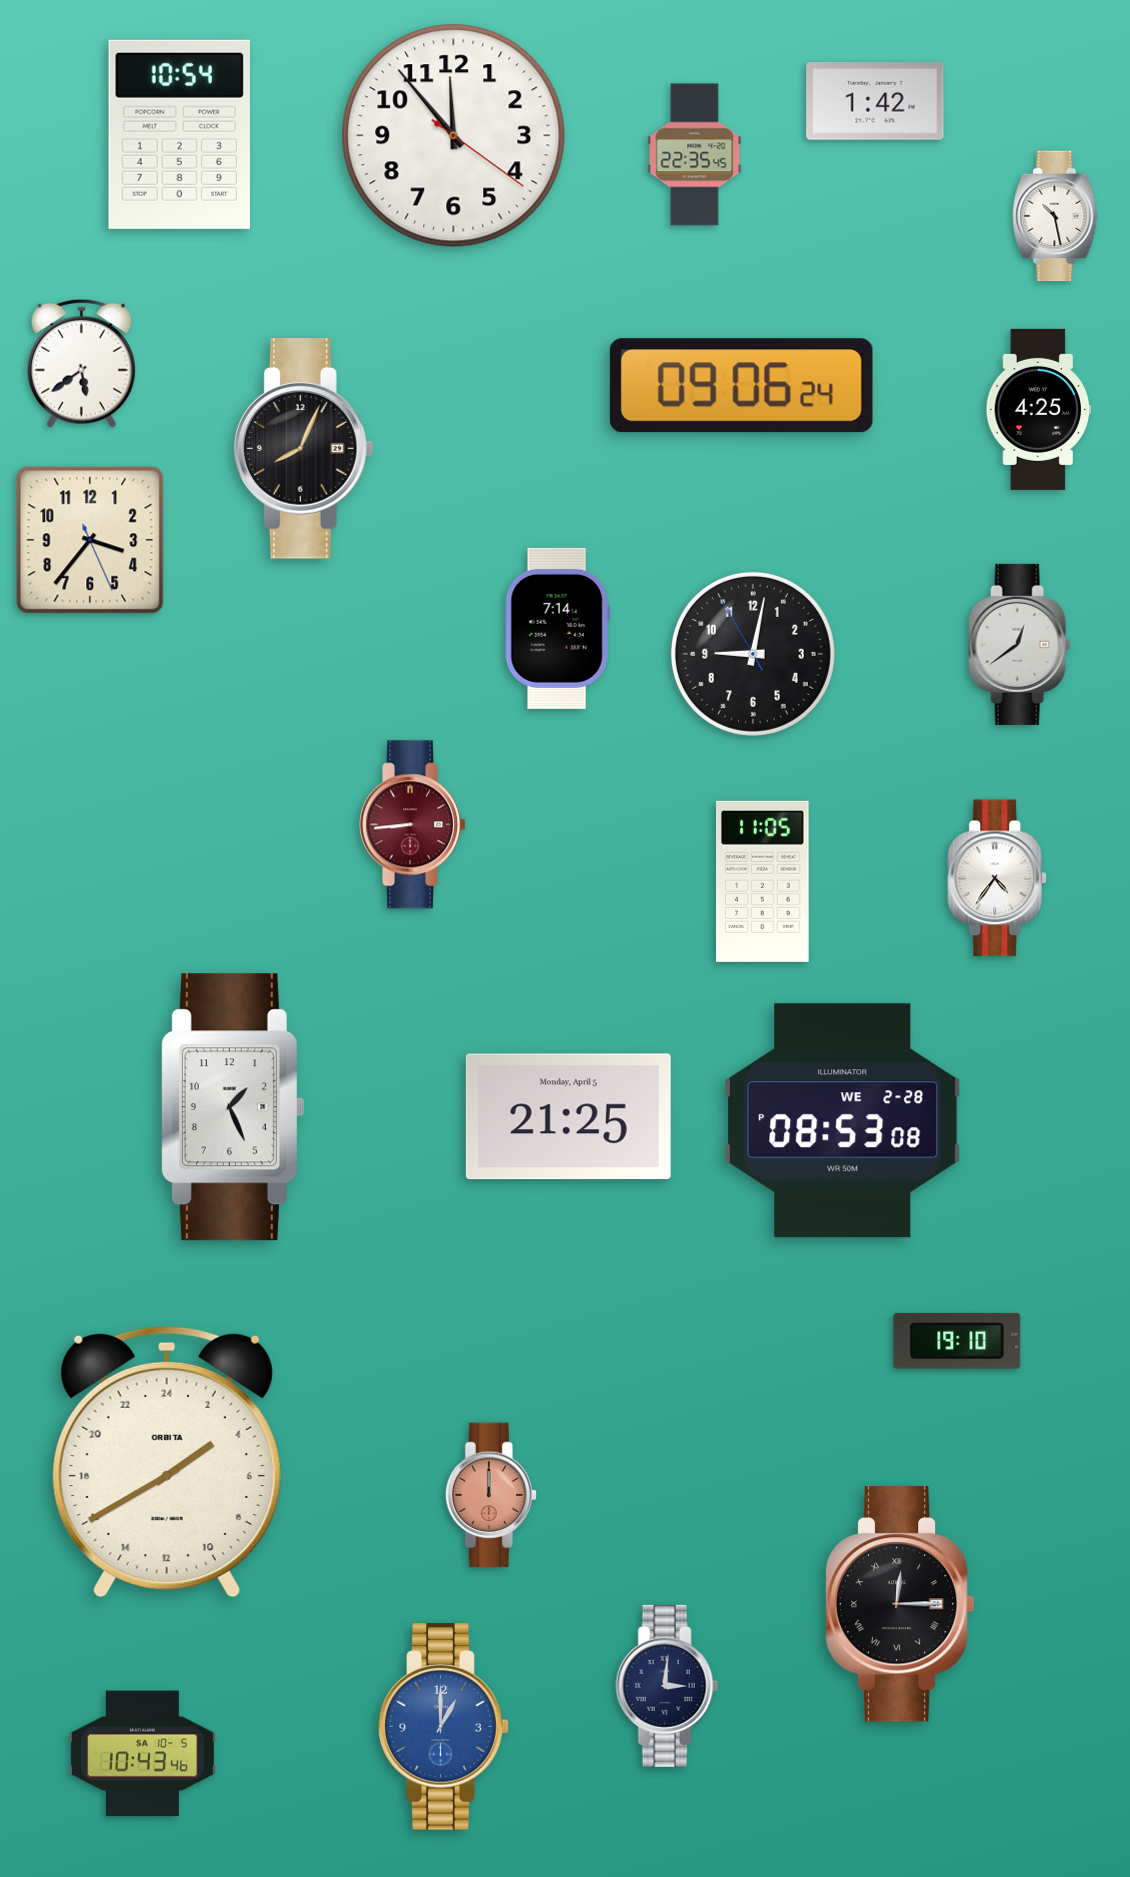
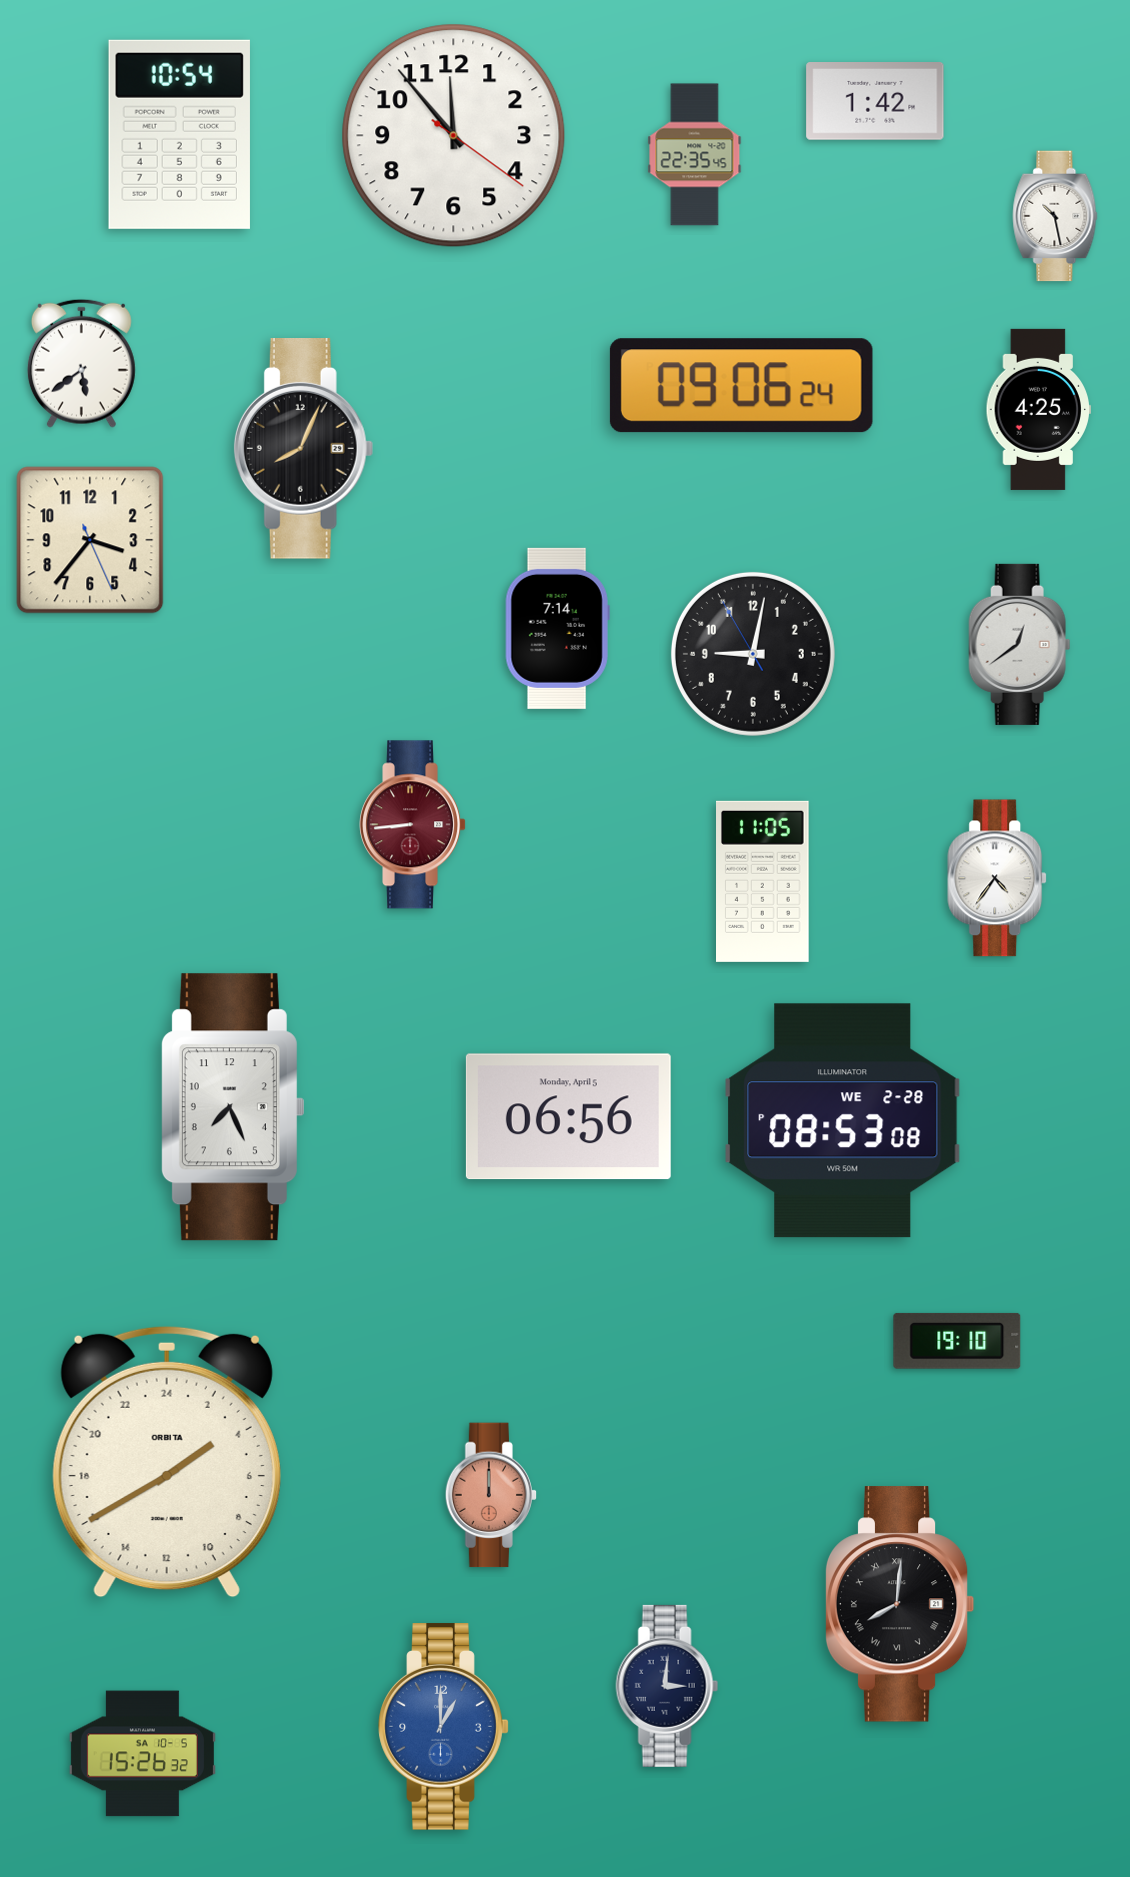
clock at (233, 1107): 1:26 -> 7:26
clock at (568, 1117): 21:25 -> 06:56
clock at (900, 1604): 12:15 -> 8:01
clock at (142, 1754): 10:43 -> 15:26
